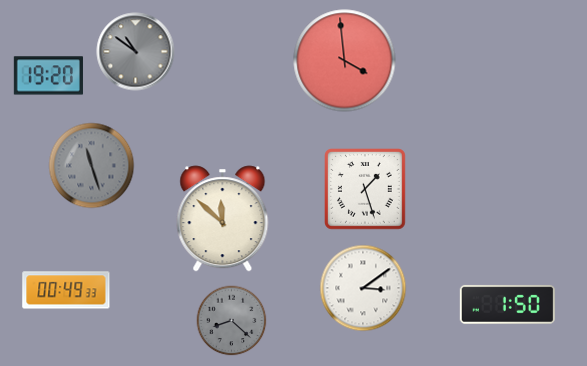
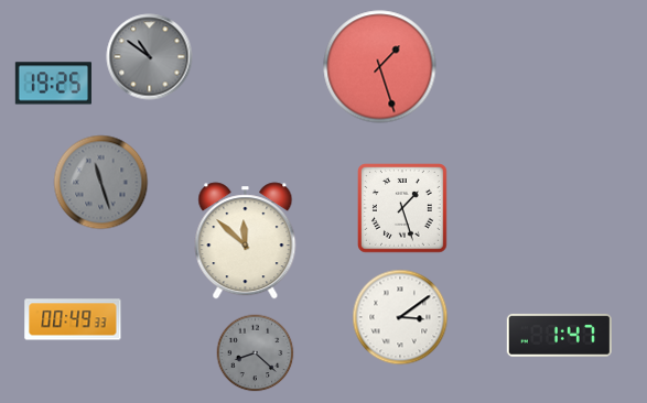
clock at (345, 61): 3:59 -> 1:27
clock at (48, 76): 19:20 -> 19:25
clock at (507, 304): 1:50 -> 1:47
